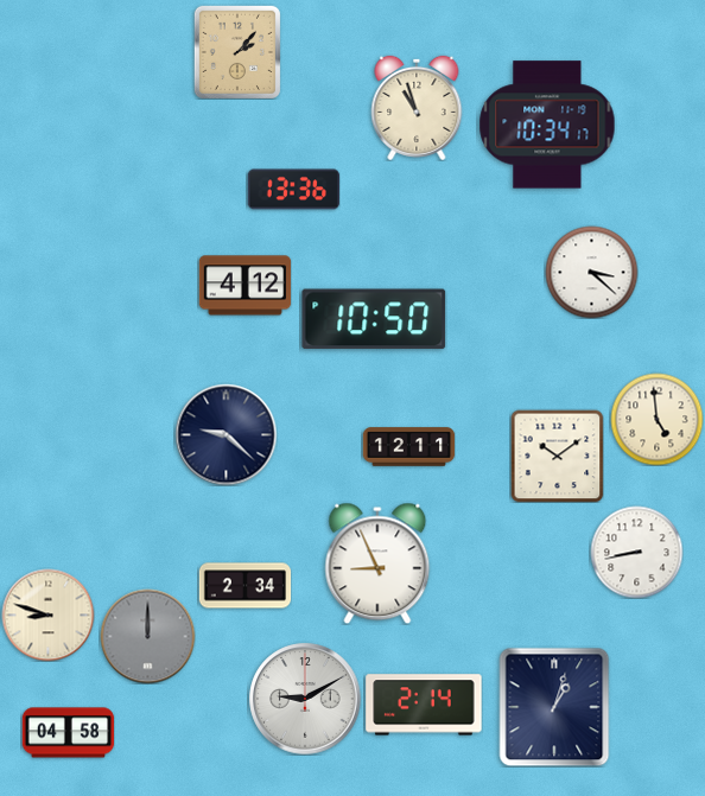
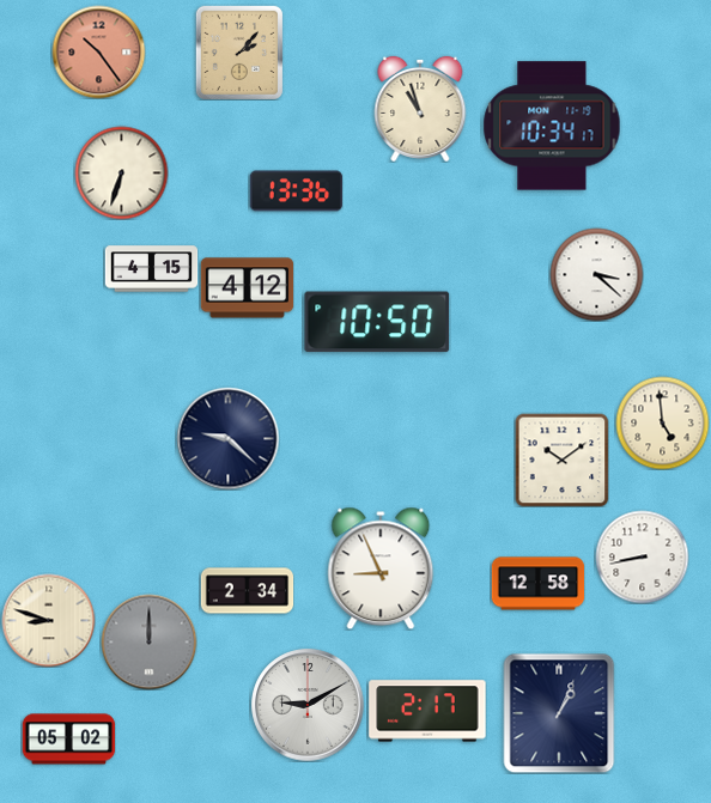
clock at (98, 51): none -> 10:24
clock at (121, 172): none -> 6:33
clock at (151, 269): none -> 4:15
clock at (408, 447): 12:11 -> none
clock at (537, 584): none -> 12:58
clock at (424, 705): 2:14 -> 2:17
clock at (554, 707): 1:03 -> 1:04
clock at (68, 733): 04:58 -> 05:02
